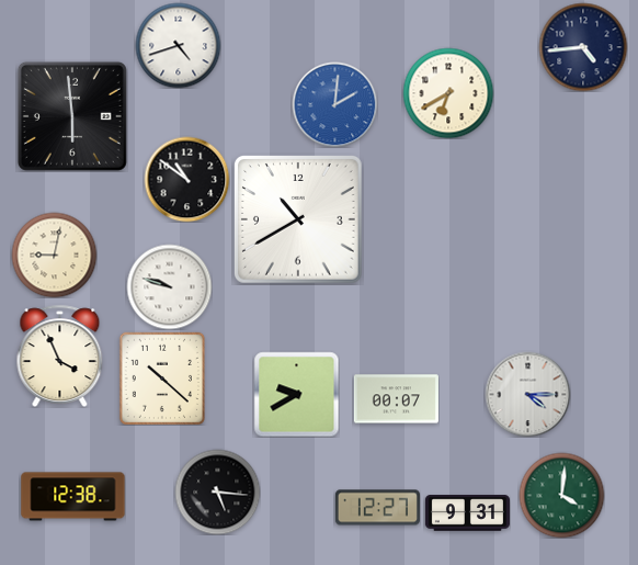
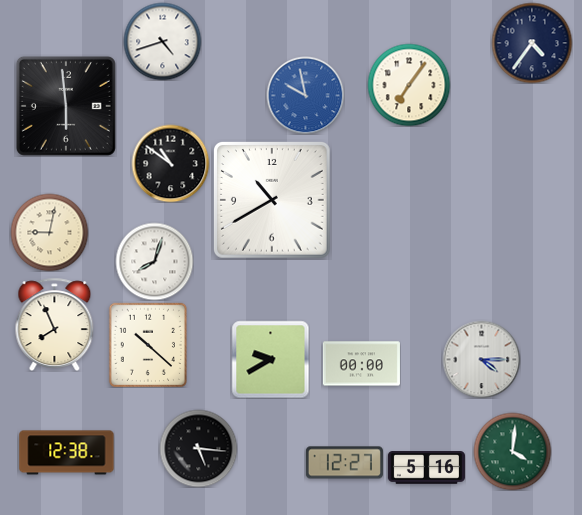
clock at (583, 47): 4:44 -> 4:36
clock at (448, 93): 6:40 -> 7:06
clock at (334, 104): 2:01 -> 9:58
clock at (169, 286): 9:48 -> 8:03
clock at (60, 355): 3:56 -> 7:56
clock at (396, 399): 00:07 -> 00:00
clock at (467, 513): 9:31 -> 5:16
